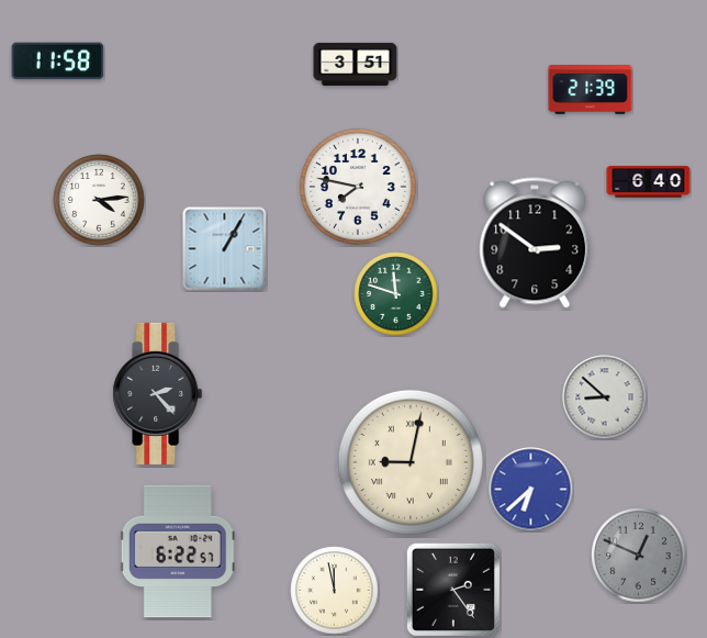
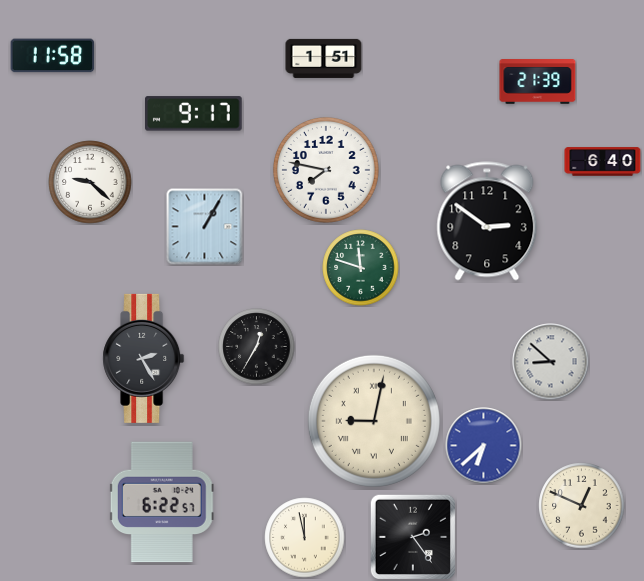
clock at (356, 64): 3:51 -> 1:51
clock at (194, 114): none -> 9:17
clock at (649, 182) position: (649, 182) -> (603, 162)
clock at (99, 200): 4:14 -> 9:22
clock at (257, 347): none -> 12:35
clock at (158, 393): 2:23 -> 2:25
clock at (639, 556) dial: grey -> cream
